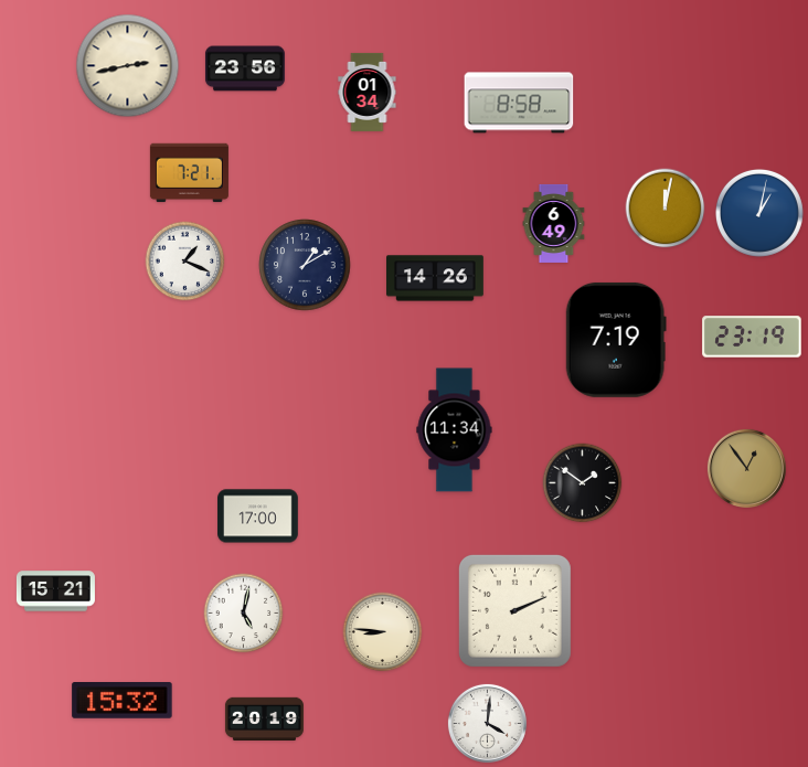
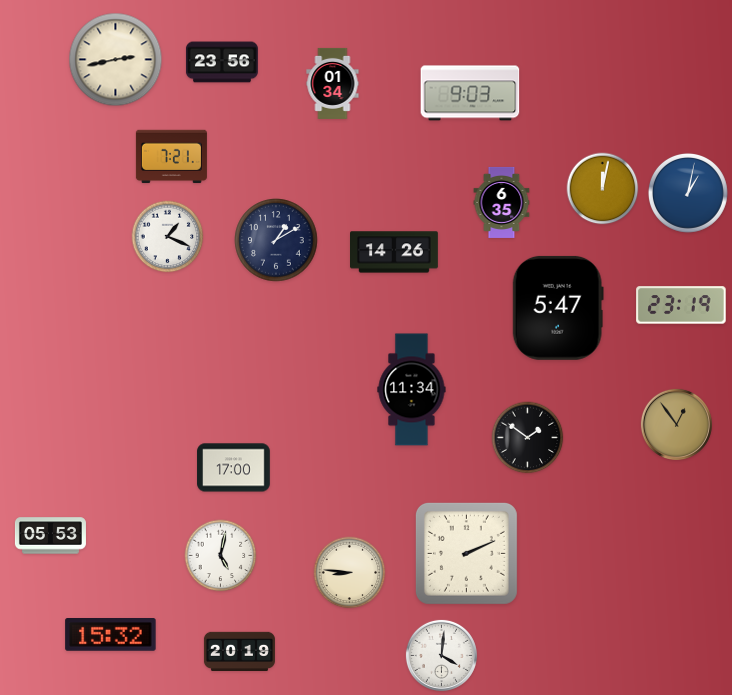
clock at (519, 103): 8:58 -> 9:03
clock at (554, 223): 6:49 -> 6:35
clock at (616, 340): 7:19 -> 5:47
clock at (55, 592): 15:21 -> 05:53
clock at (383, 632) position: (383, 632) -> (350, 573)
